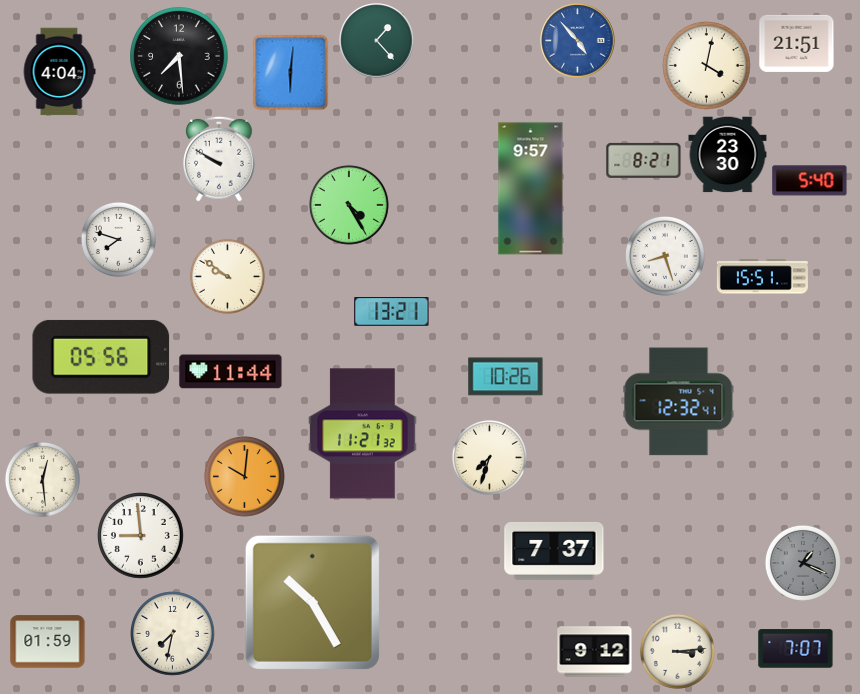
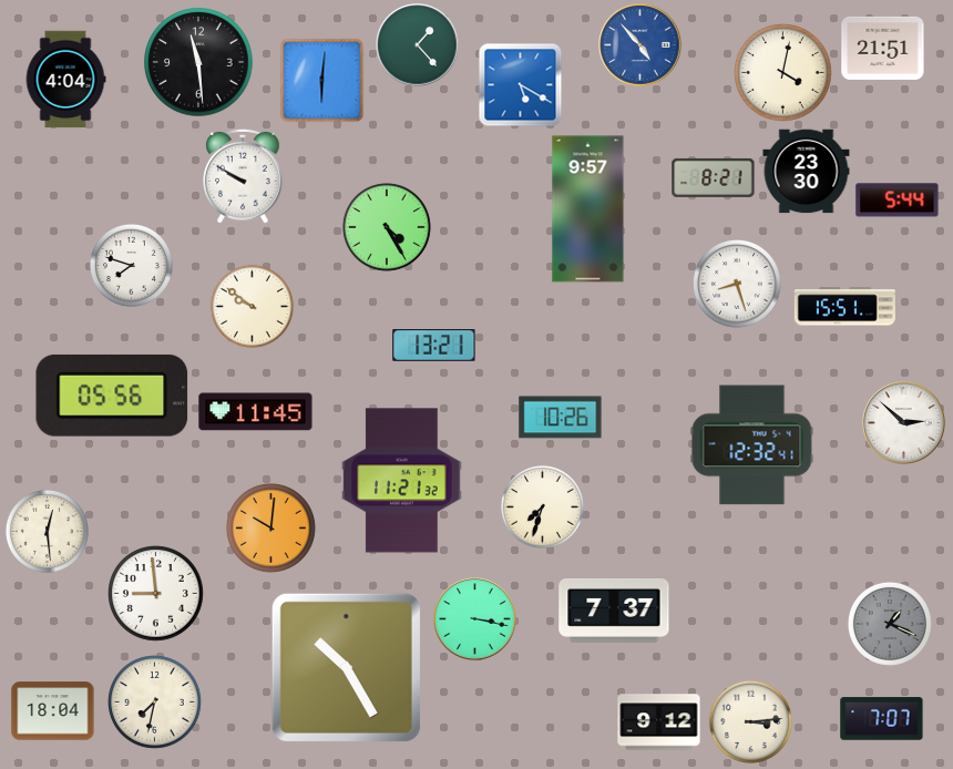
clock at (179, 56): 7:29 -> 11:29
clock at (521, 85): none -> 5:20
clock at (810, 181): 5:40 -> 5:44
clock at (231, 372): 11:44 -> 11:45
clock at (904, 423): none -> 2:52
clock at (475, 619): none -> 3:17
clock at (173, 634) position: (173, 634) -> (155, 703)
clock at (48, 642): 01:59 -> 18:04
